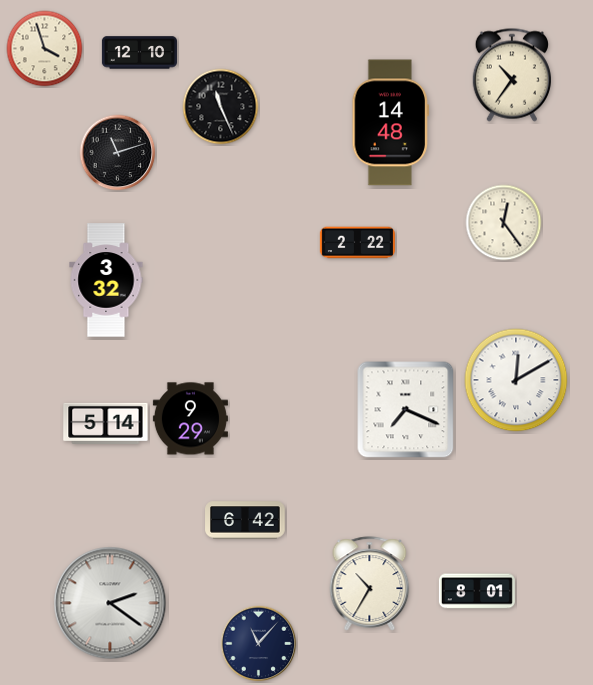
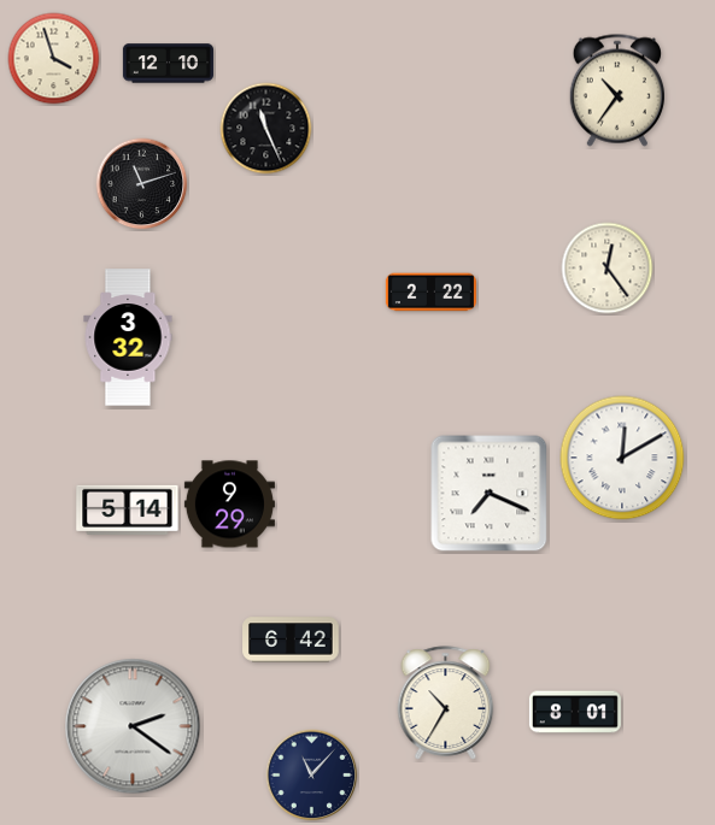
clock at (390, 123): 14:48 -> none
clock at (245, 520) position: (245, 520) -> (291, 640)
